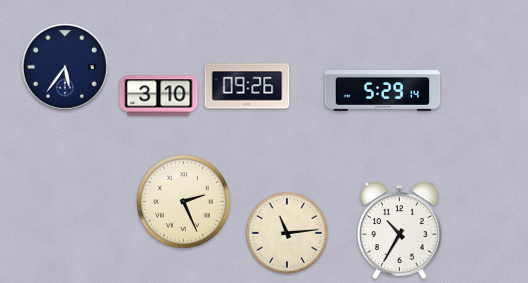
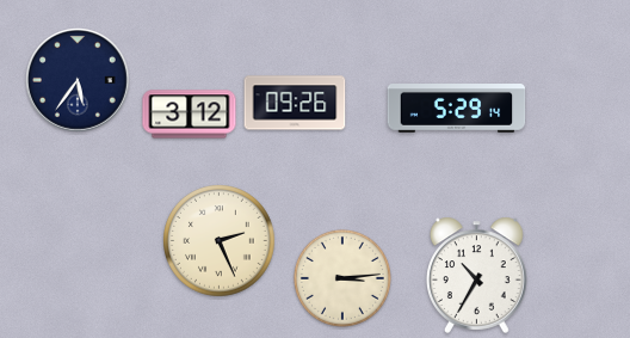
clock at (159, 96): 3:10 -> 3:12
clock at (287, 233): 11:14 -> 3:14
